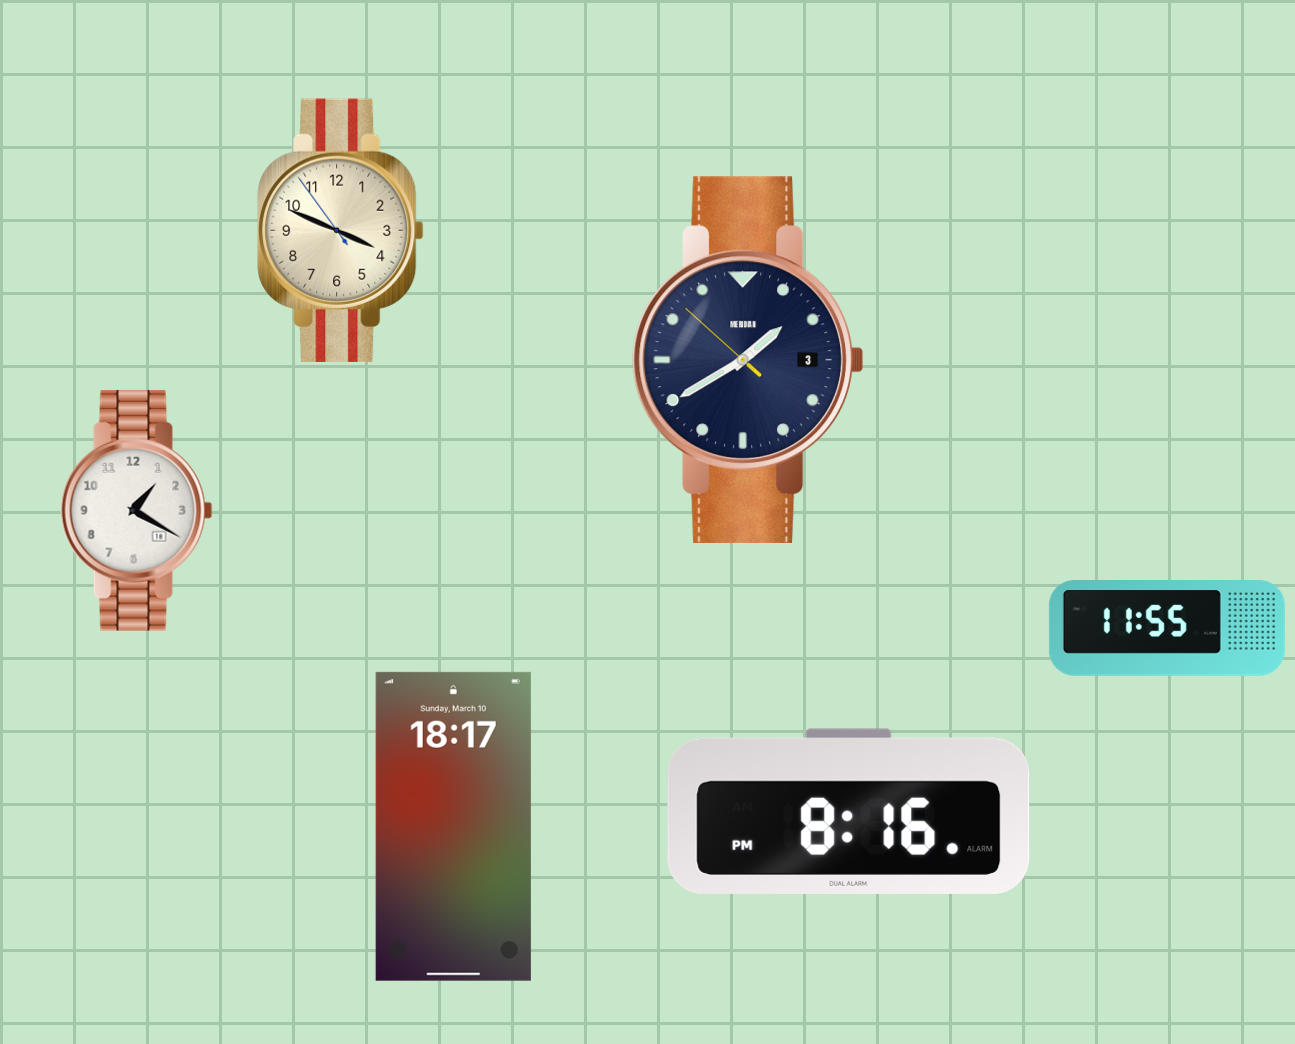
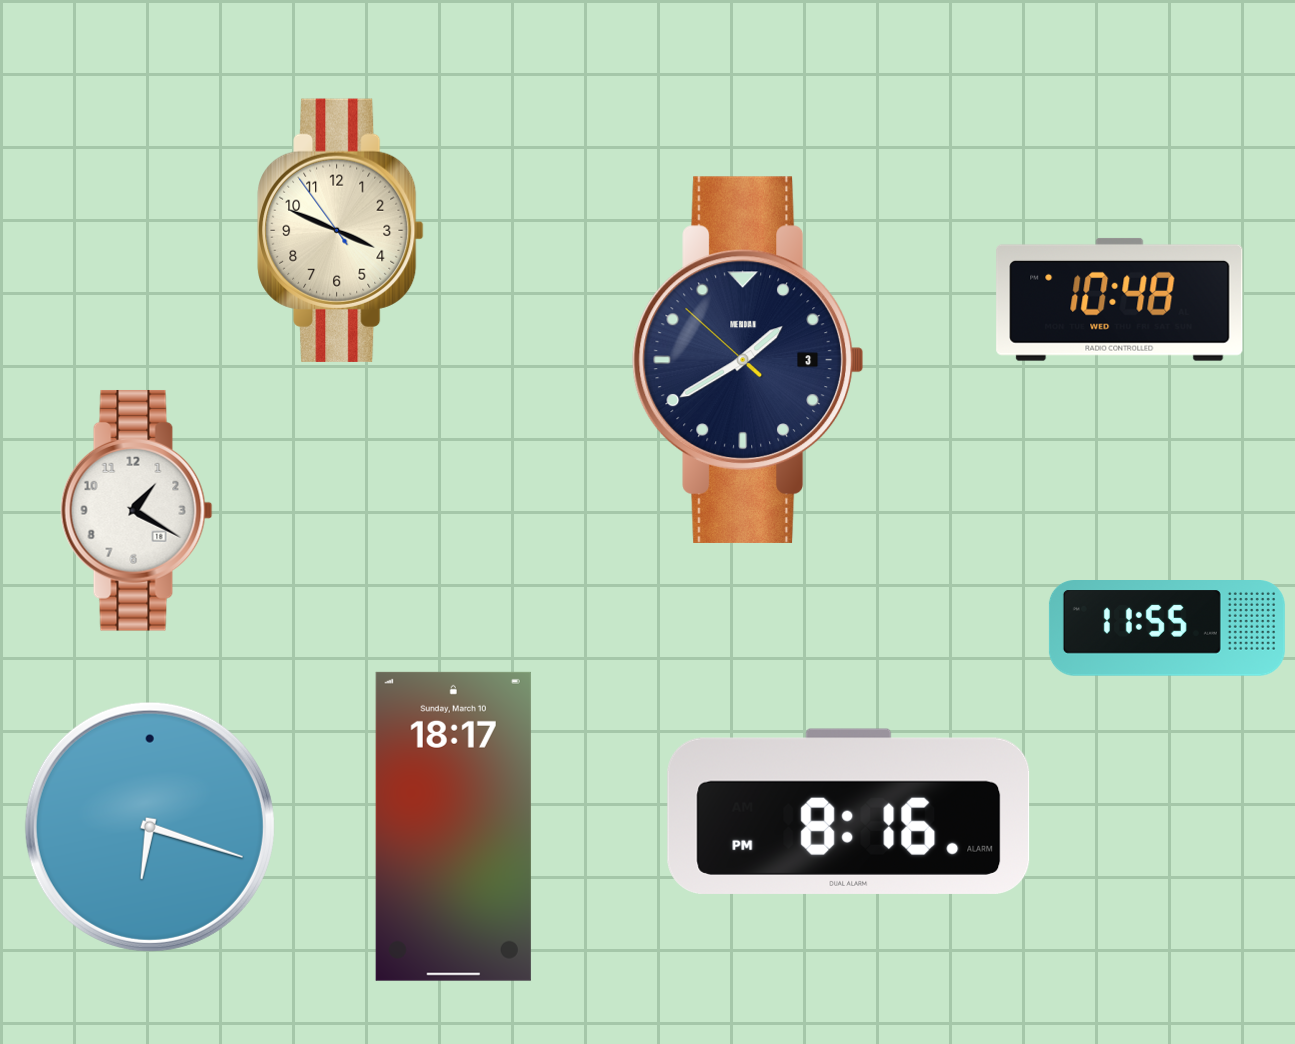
clock at (1120, 299): none -> 10:48
clock at (150, 827): none -> 6:18
